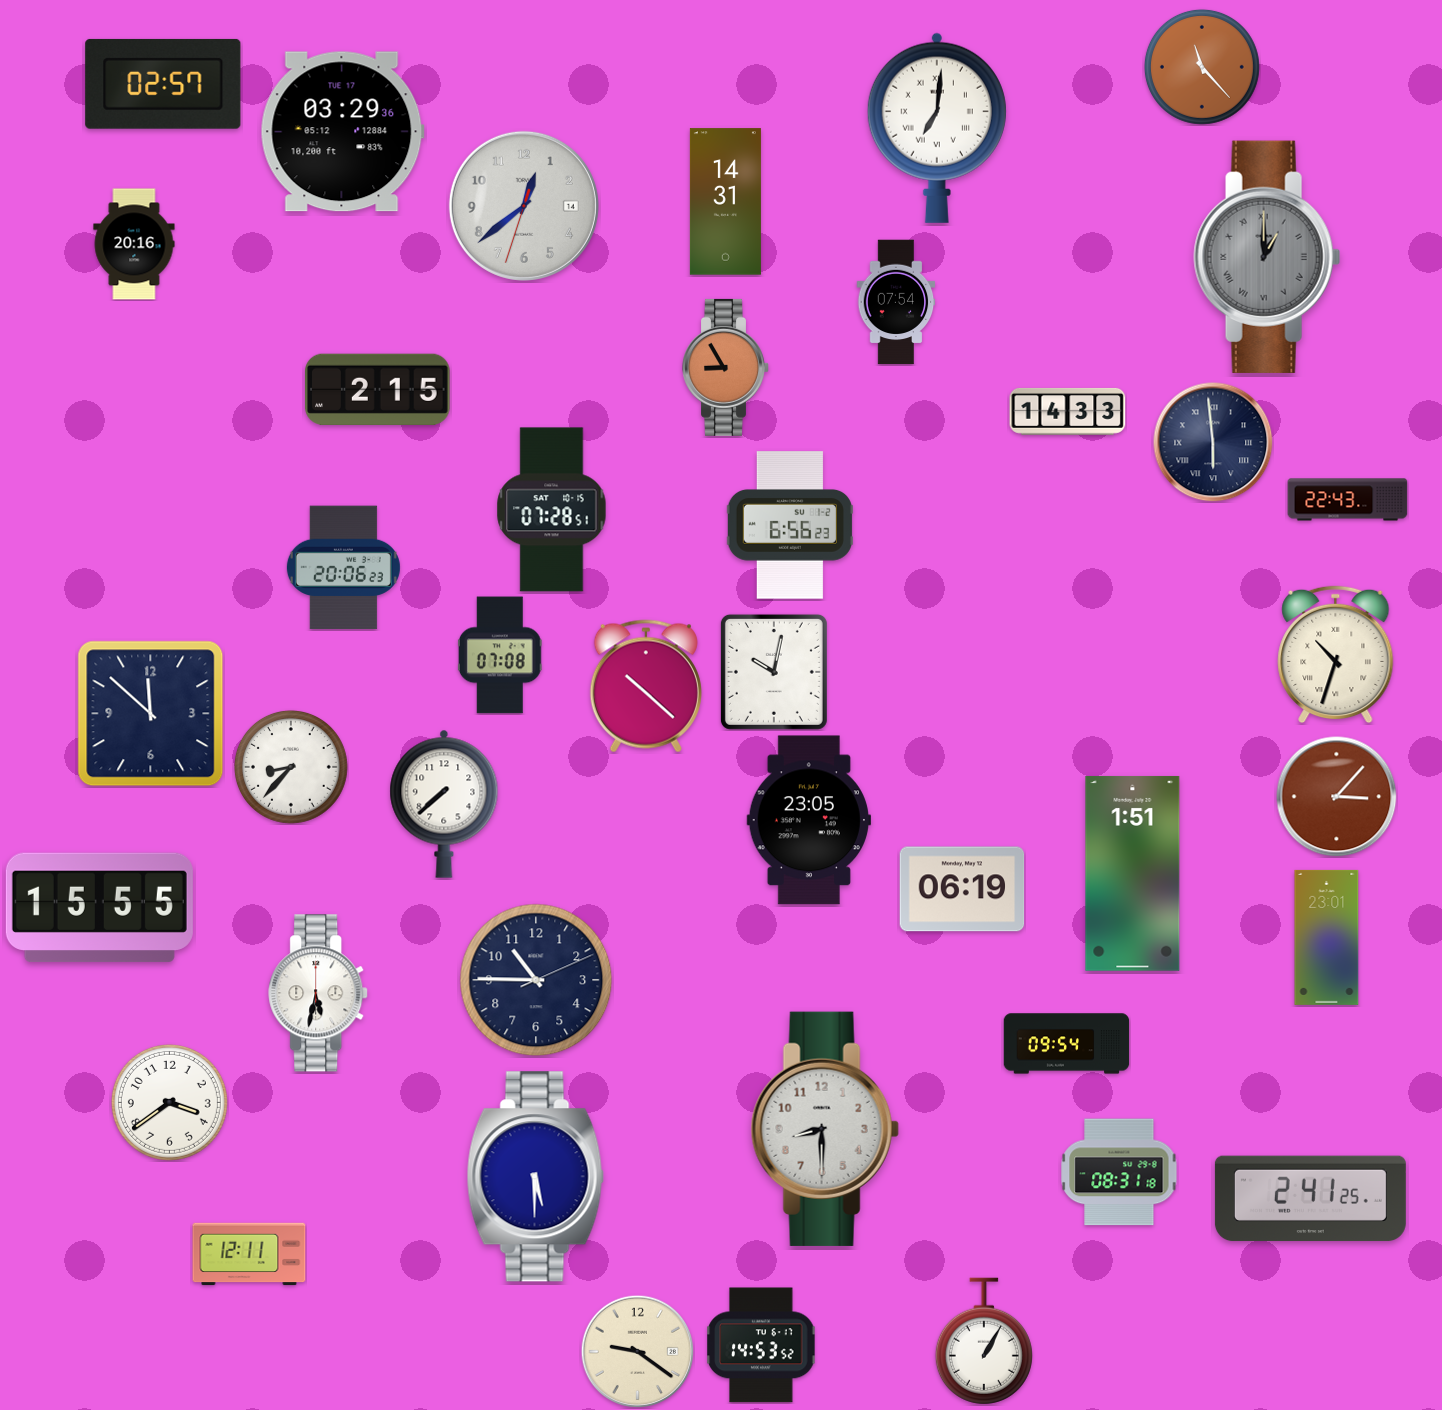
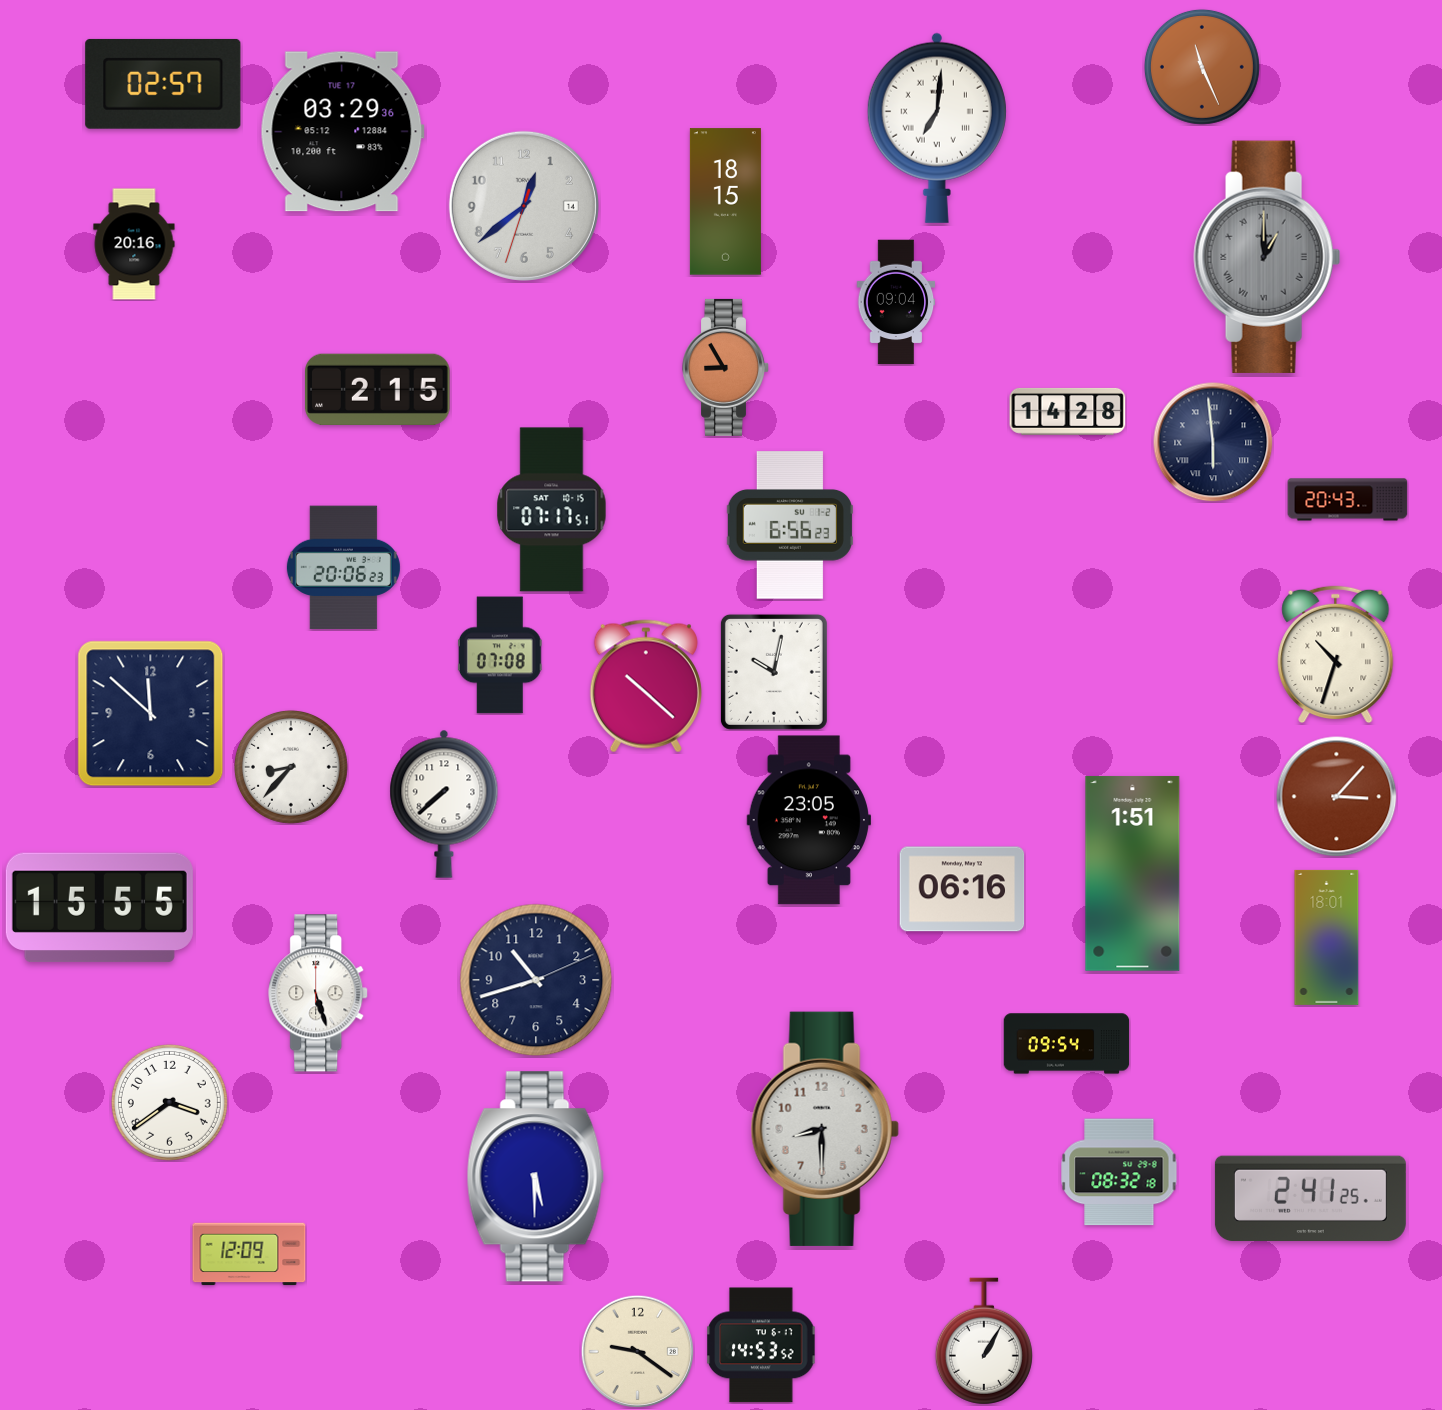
clock at (1202, 67): 11:23 -> 11:26
clock at (725, 202): 14:31 -> 18:15
clock at (896, 302): 07:54 -> 09:04
clock at (1068, 411): 14:33 -> 14:28
clock at (1348, 500): 22:43 -> 20:43
clock at (552, 510): 07:28 -> 07:17
clock at (962, 889): 06:19 -> 06:16
clock at (1327, 937): 23:01 -> 18:01
clock at (536, 980): 10:45 -> 10:42
clock at (319, 993): 5:32 -> 5:27
clock at (1119, 1172): 08:31 -> 08:32
clock at (249, 1254): 12:11 -> 12:09
